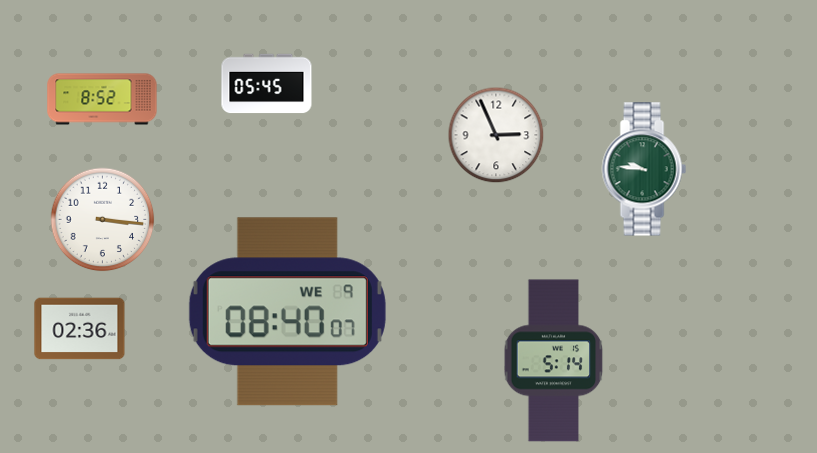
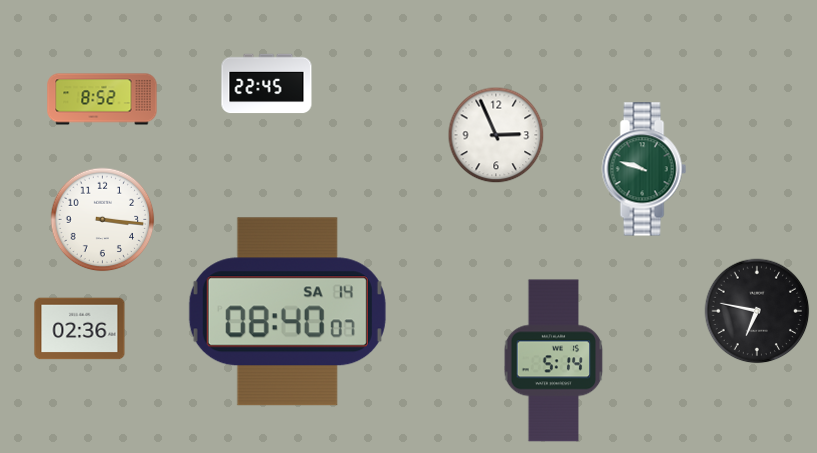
clock at (267, 84): 05:45 -> 22:45
clock at (644, 169): 9:46 -> 9:48
clock at (757, 311): none -> 6:47
clock at (287, 312) date: WE 9 -> SA 14
